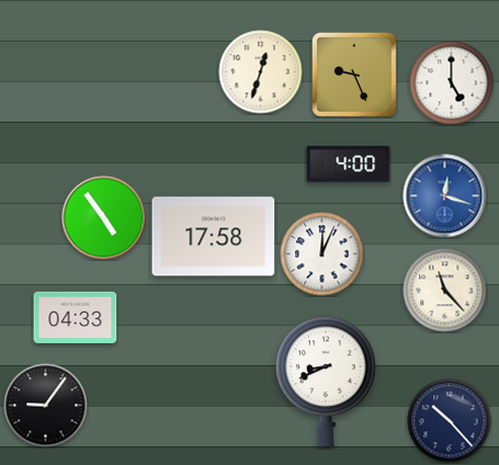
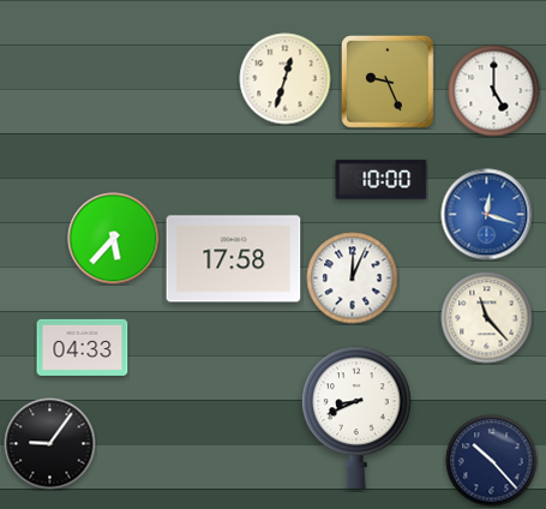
clock at (349, 165): 4:00 -> 10:00
clock at (104, 218): 4:54 -> 5:37
